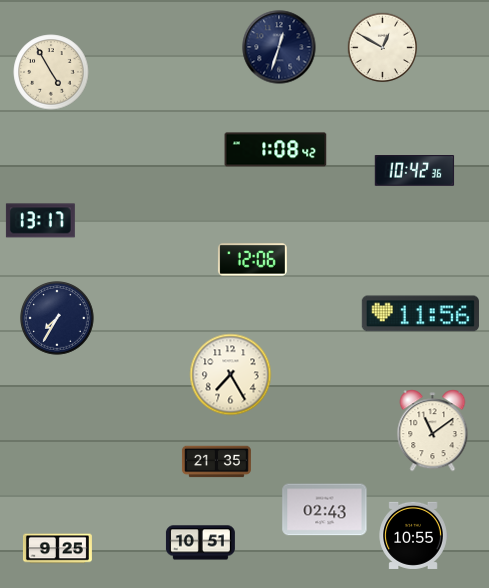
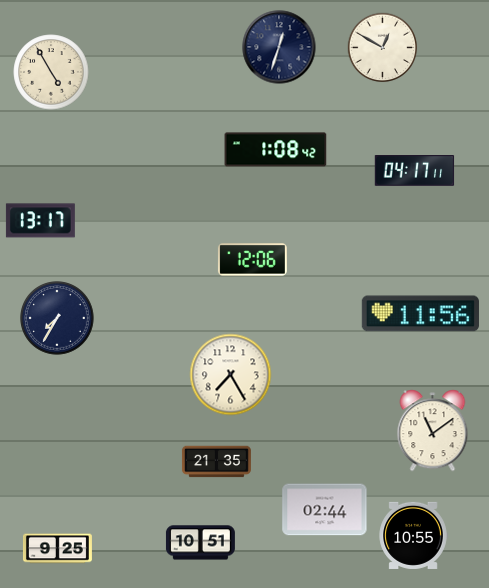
clock at (415, 171): 10:42 -> 04:17
clock at (325, 510): 02:43 -> 02:44
